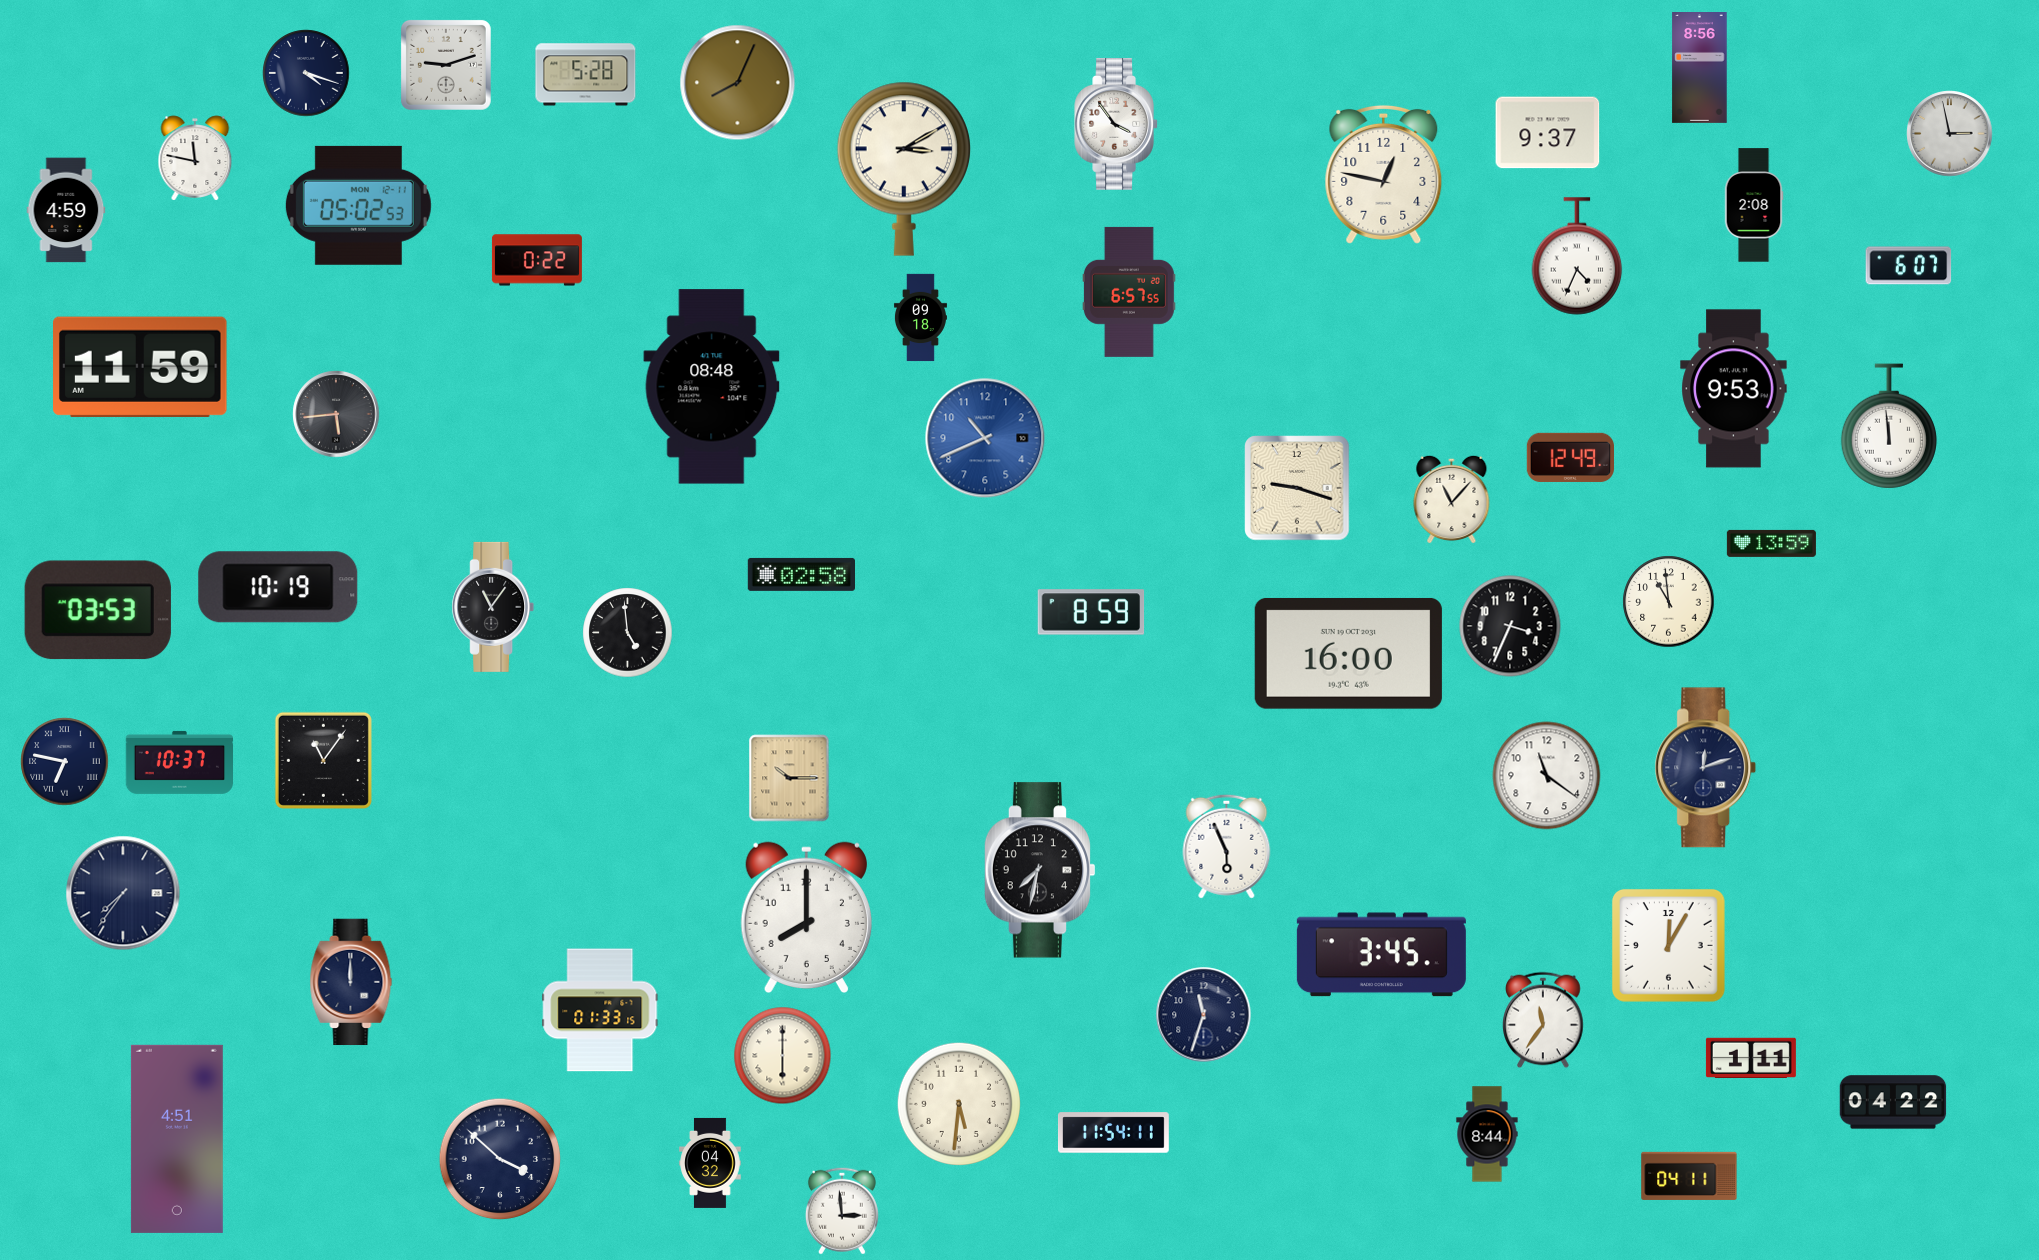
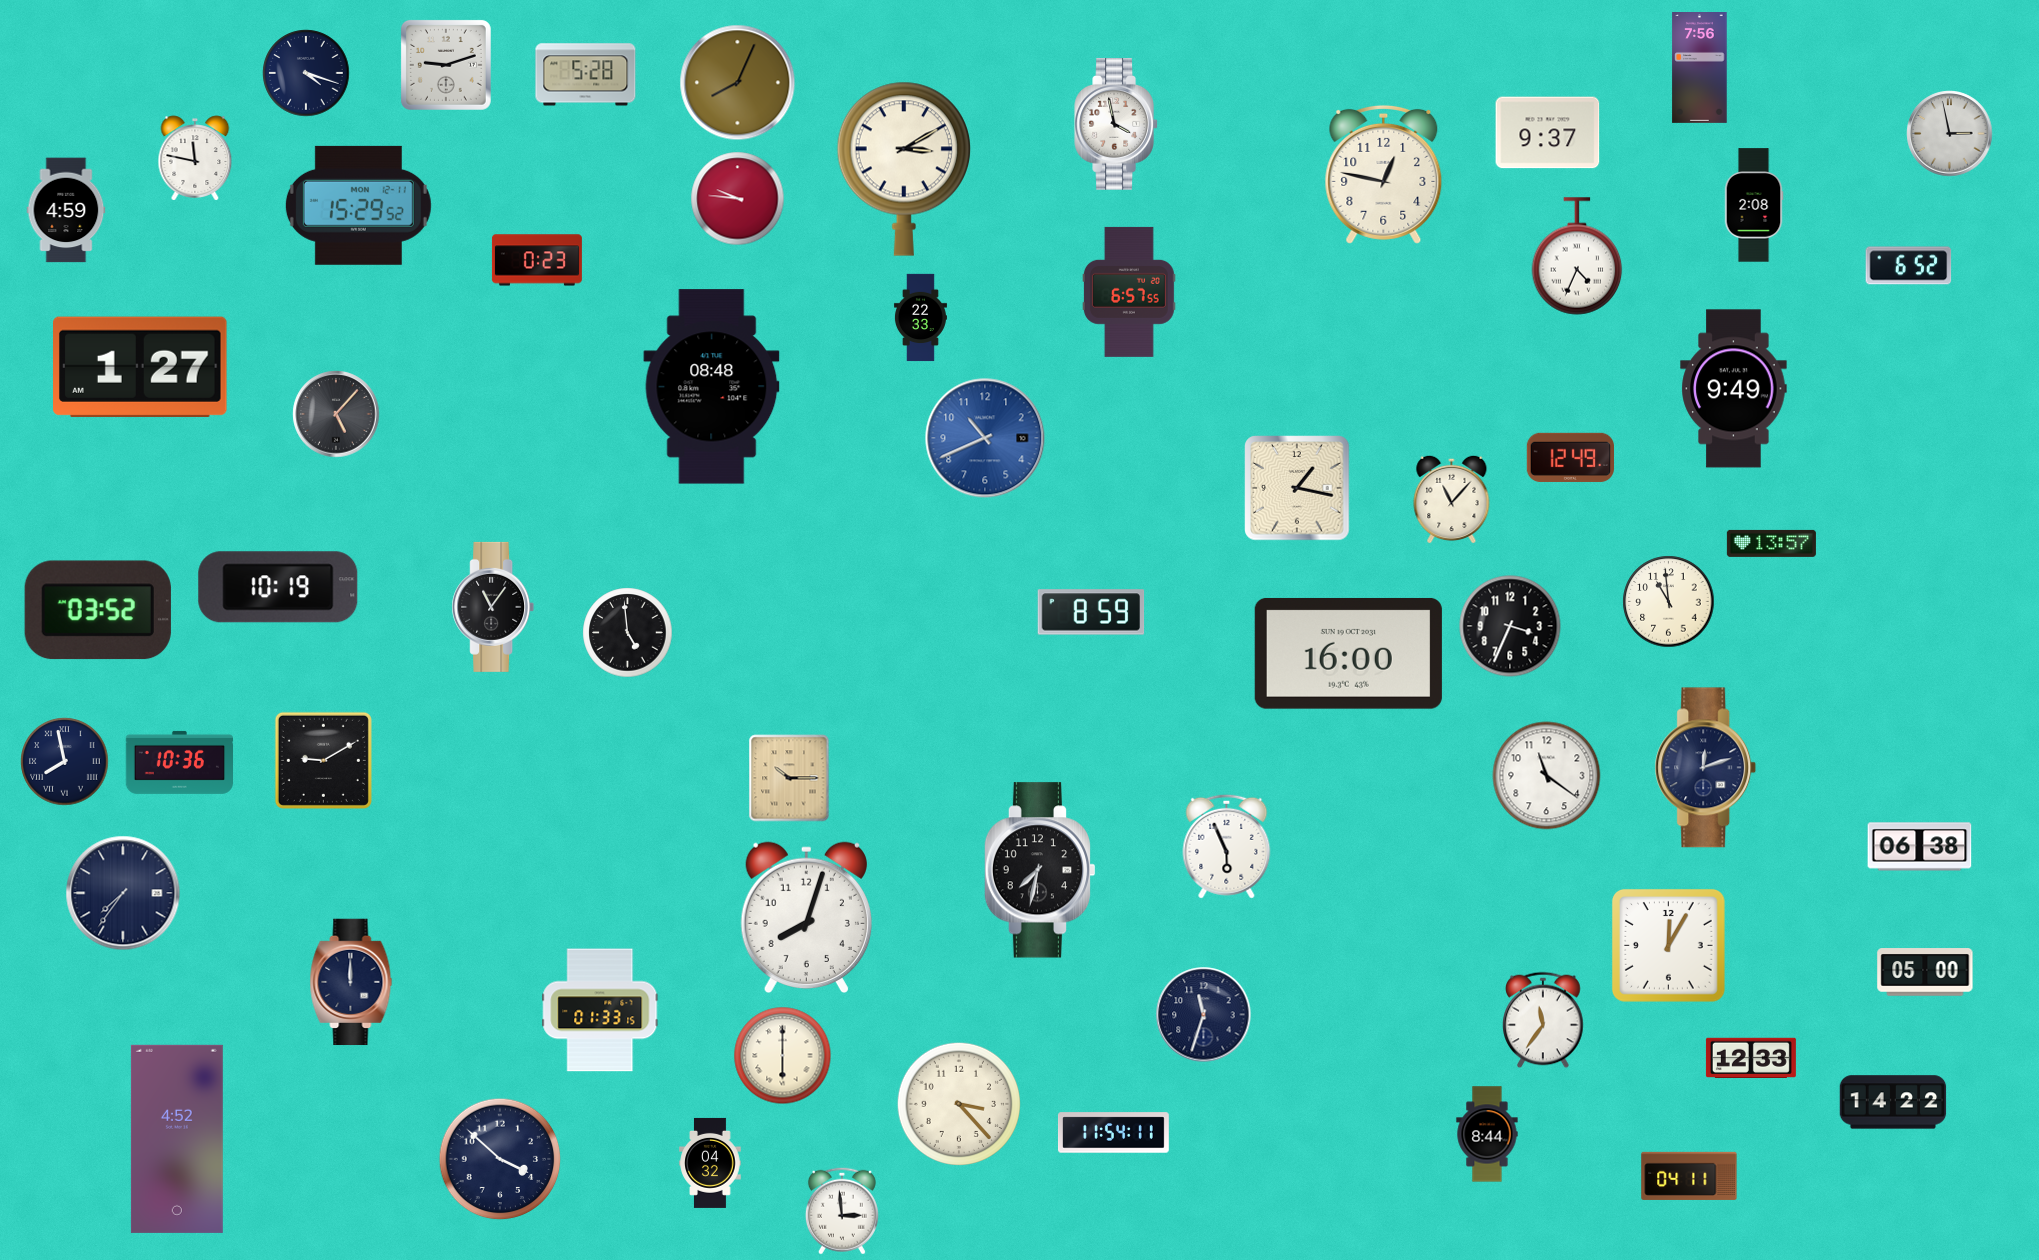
clock at (1700, 68): 8:56 -> 7:56
clock at (1116, 125): 3:54 -> 3:58
clock at (738, 199): none -> 9:46
clock at (358, 205): 05:02 -> 15:29
clock at (537, 260): 0:22 -> 0:23
clock at (1909, 266): 6:07 -> 6:52
clock at (920, 318): 09:18 -> 22:33
clock at (141, 367): 11:59 -> 1:27
clock at (1734, 389): 9:53 -> 9:49
clock at (336, 414): 5:44 -> 5:07
clock at (1889, 426): 11:59 -> none
clock at (1297, 488): 9:18 -> 1:17
clock at (1771, 543): 13:59 -> 13:57
clock at (801, 574): 02:58 -> none
clock at (98, 610): 03:53 -> 03:52
clock at (323, 760): 11:06 -> 9:10
clock at (65, 762): 6:47 -> 7:58
clock at (179, 762): 10:37 -> 10:36
clock at (1920, 847): none -> 06:38
clock at (806, 918): 8:00 -> 8:03
clock at (1381, 955): 3:45 -> none
clock at (1925, 972): none -> 05:00
clock at (1751, 1058): 1:11 -> 12:33
clock at (1893, 1102): 04:22 -> 14:22
clock at (958, 1103): 5:31 -> 3:23
clock at (177, 1139): 4:51 -> 4:52
